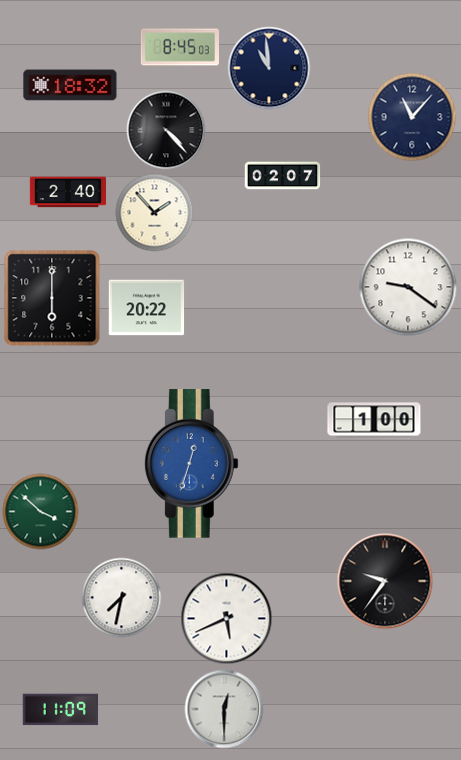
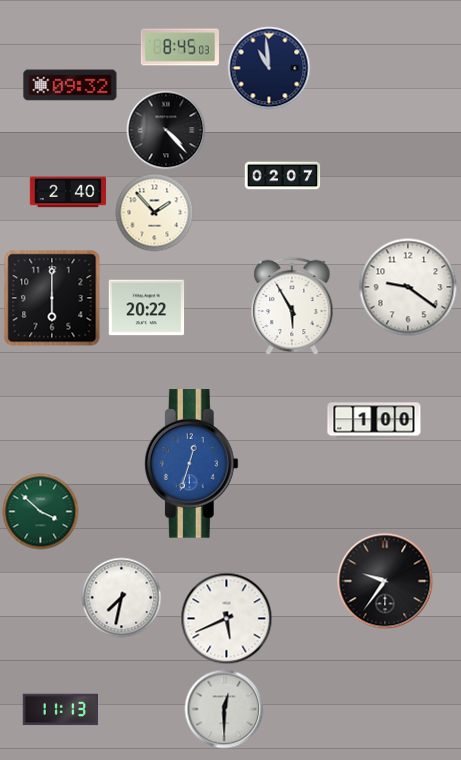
clock at (70, 85): 18:32 -> 09:32
clock at (412, 117): 11:07 -> none
clock at (292, 306): none -> 5:55
clock at (61, 710): 11:09 -> 11:13
